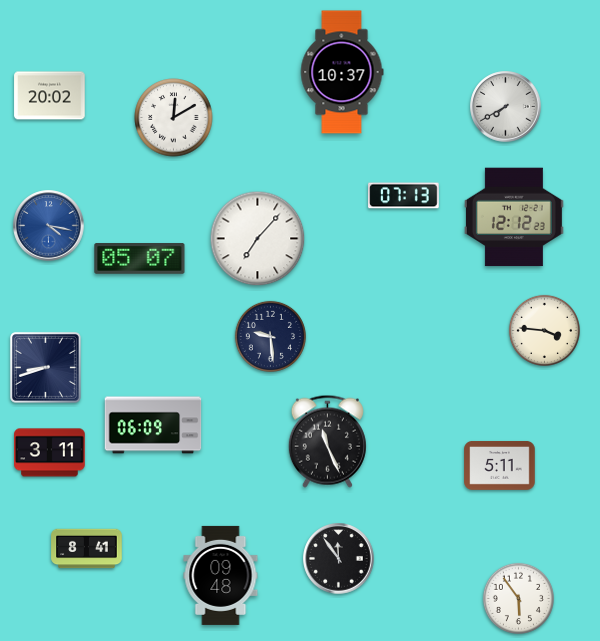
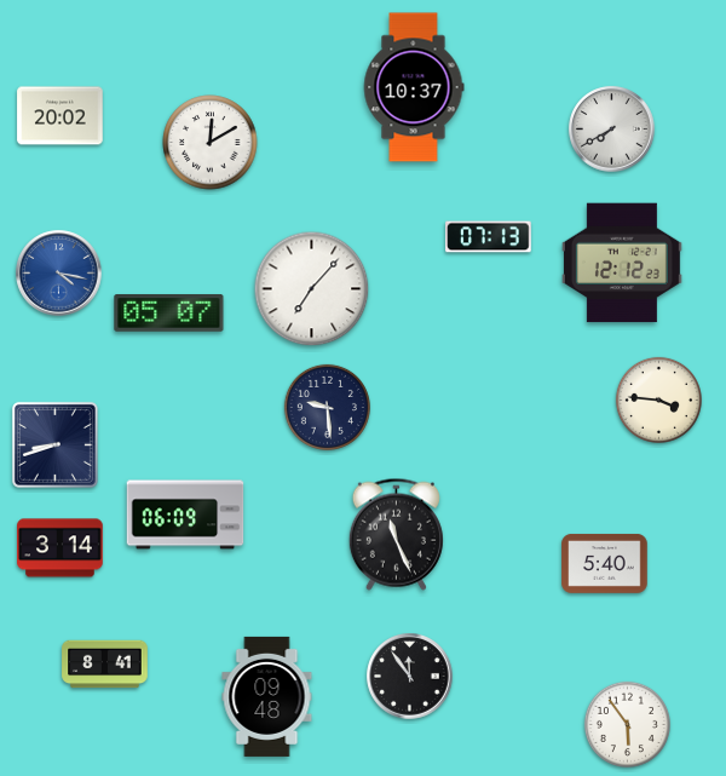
clock at (50, 453): 3:11 -> 3:14
clock at (500, 465): 5:11 -> 5:40
